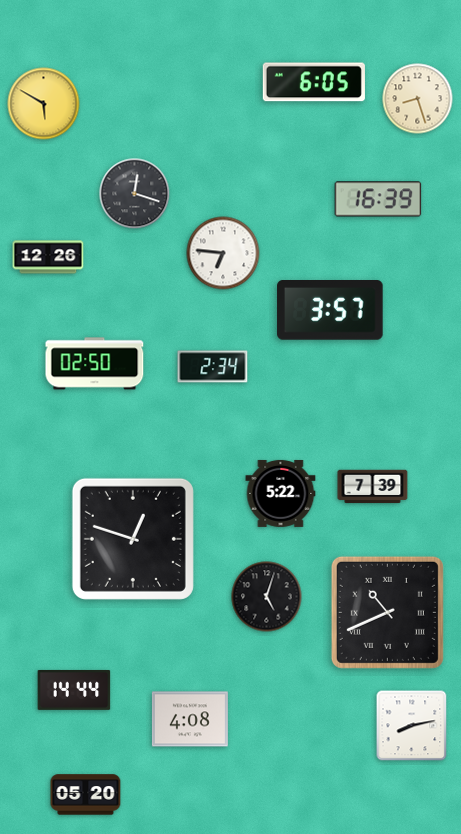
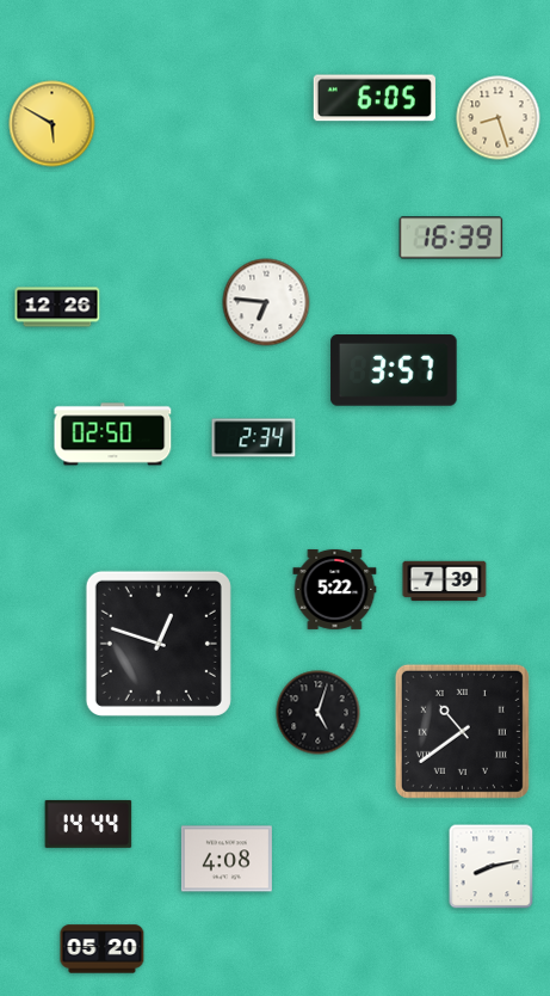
clock at (135, 194): 12:18 -> none
clock at (387, 612): 10:41 -> 10:39
